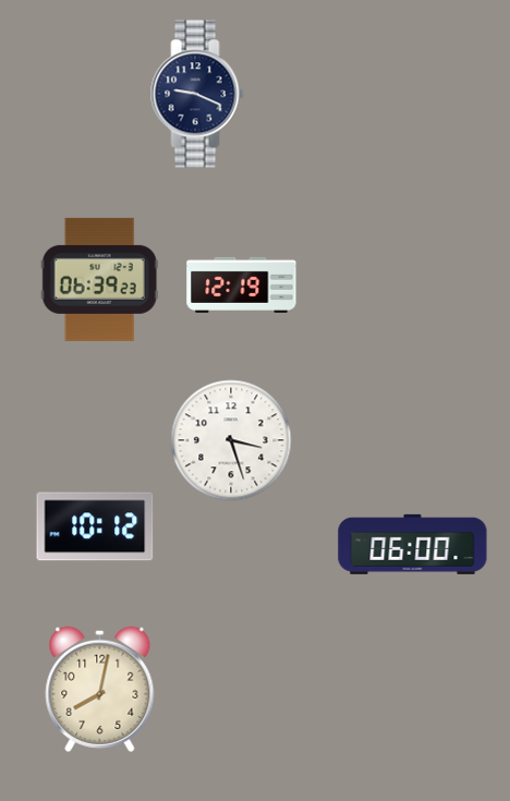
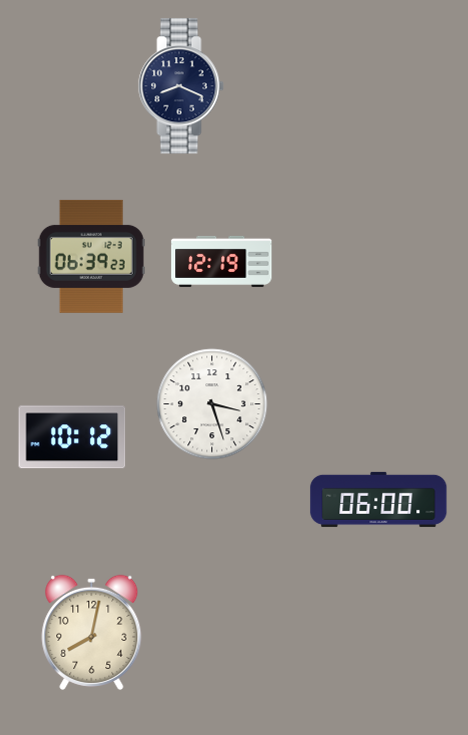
clock at (197, 94): 9:19 -> 8:19
clock at (95, 526) position: (95, 526) -> (72, 437)
